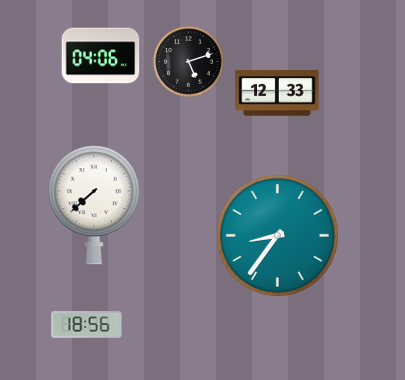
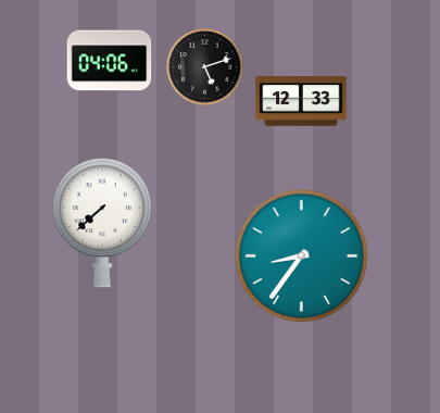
clock at (87, 325): 18:56 -> none
